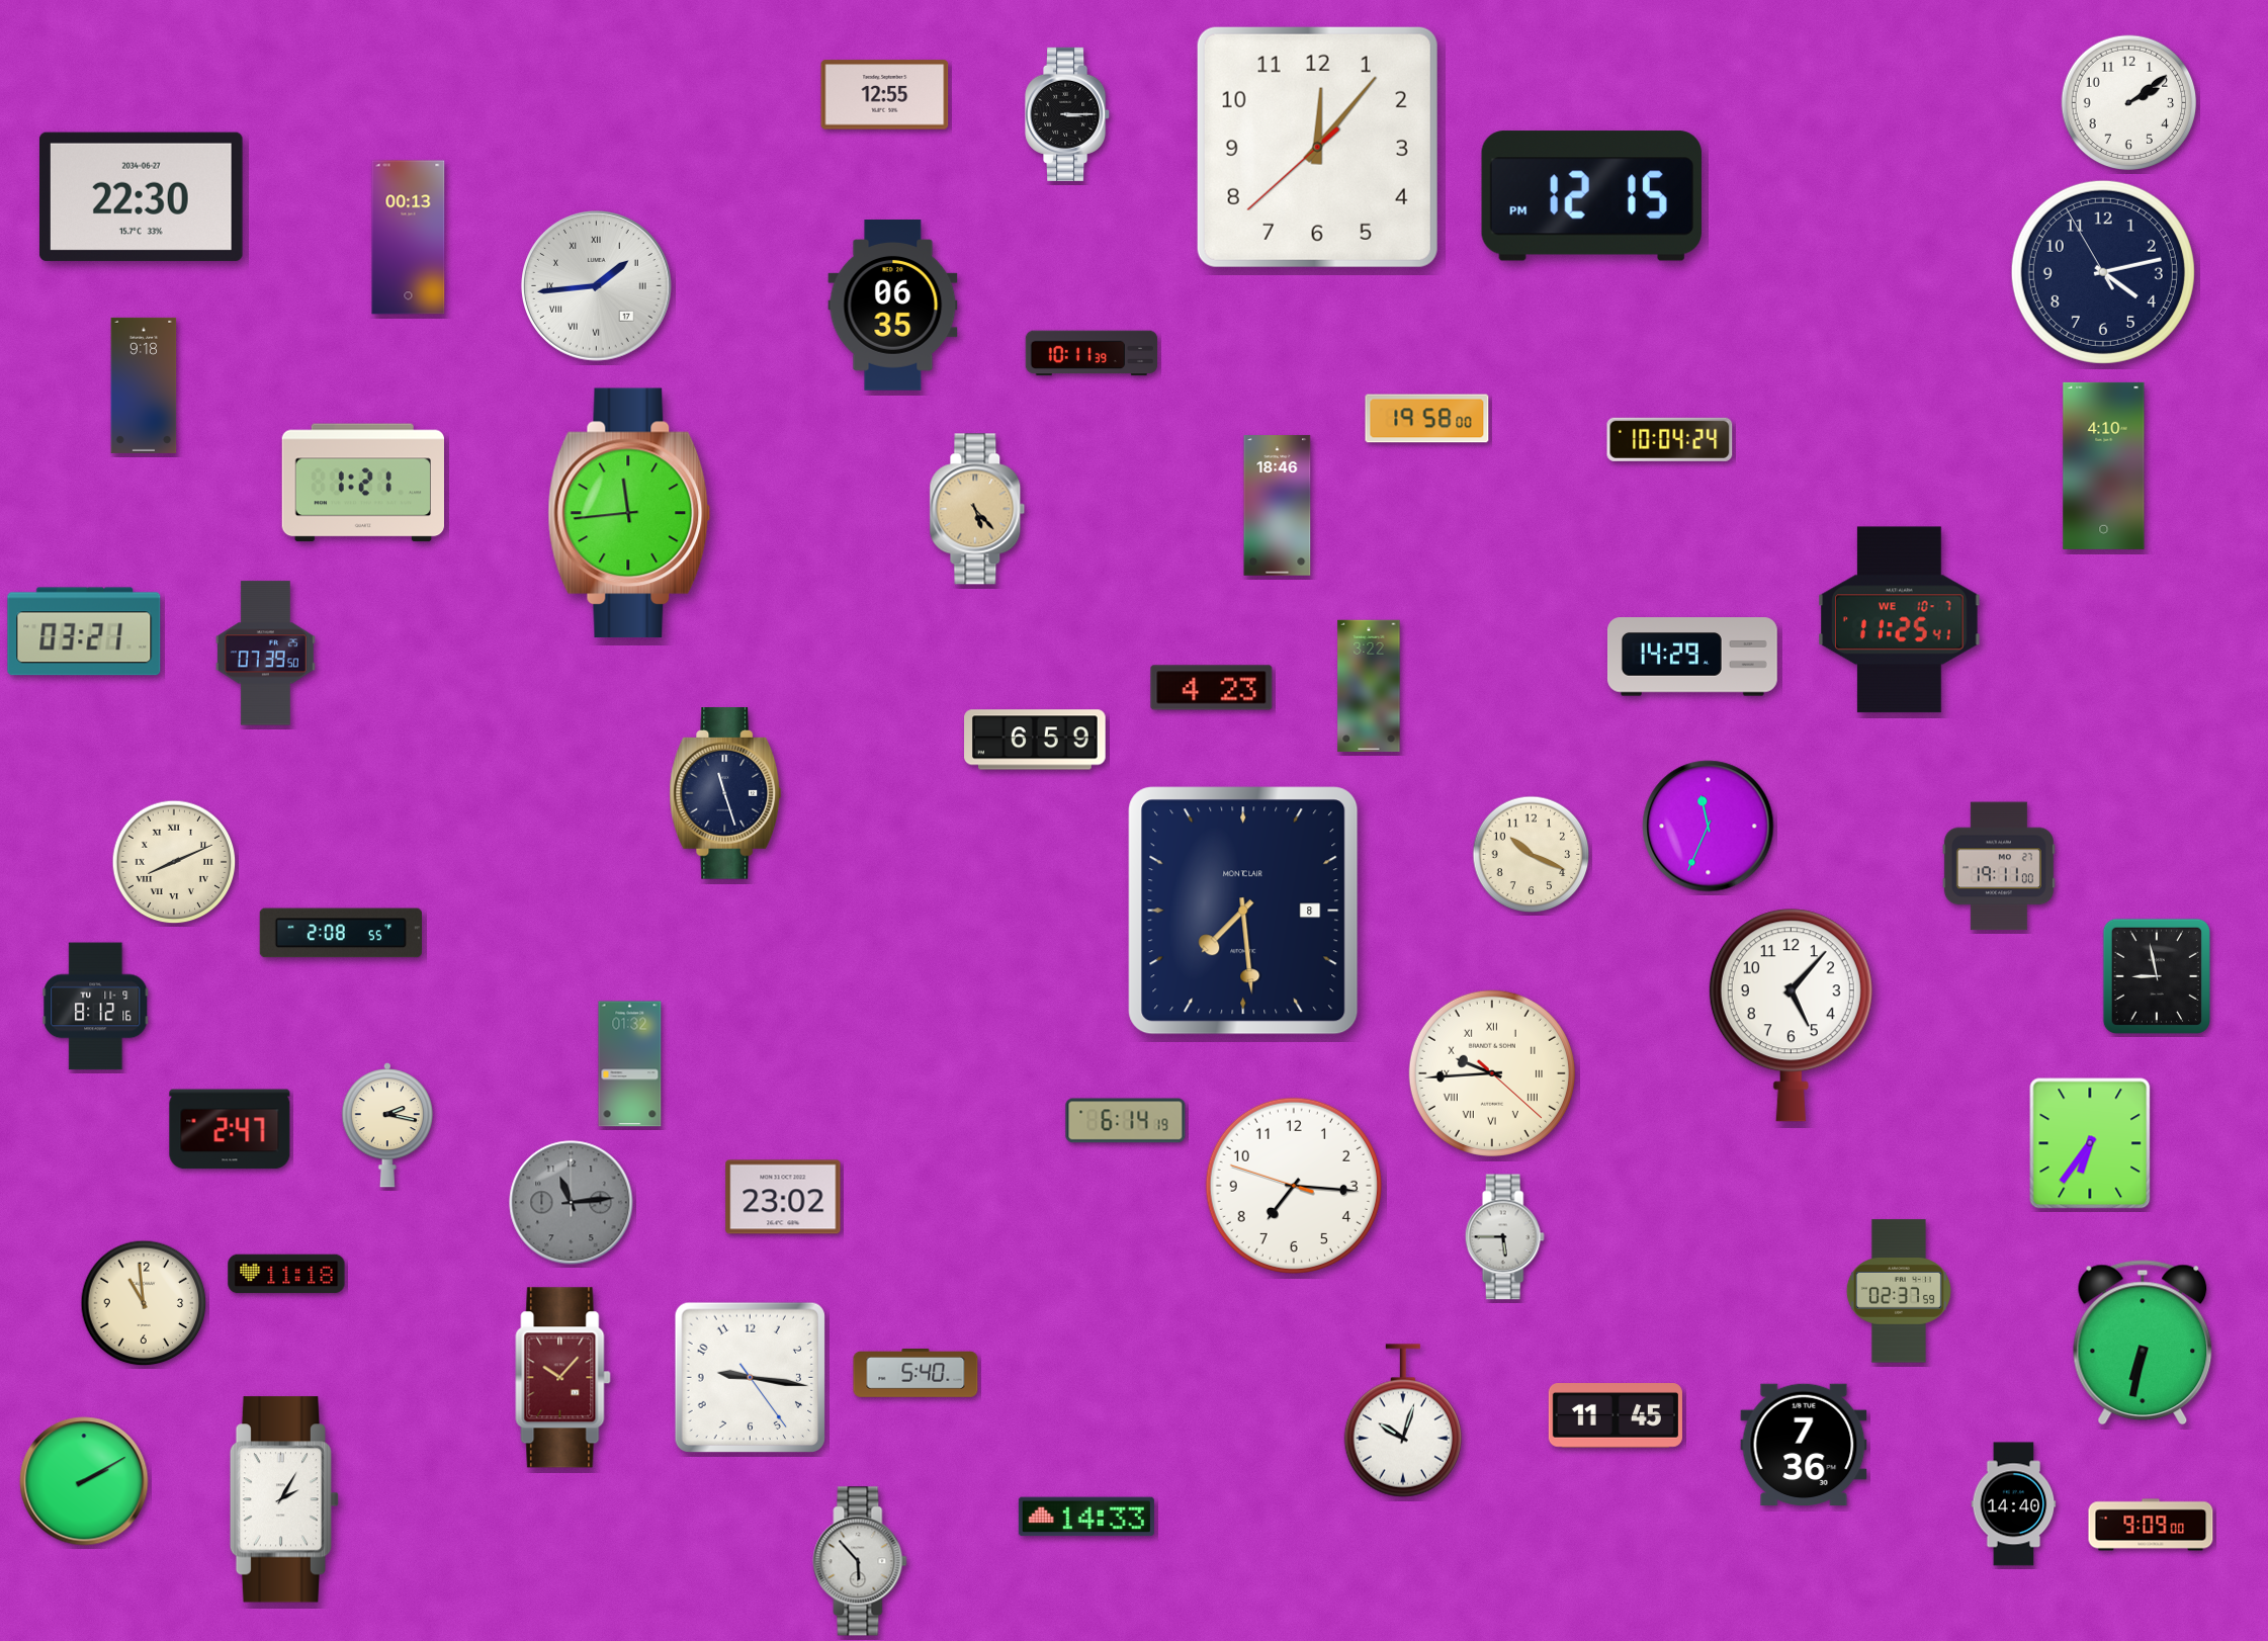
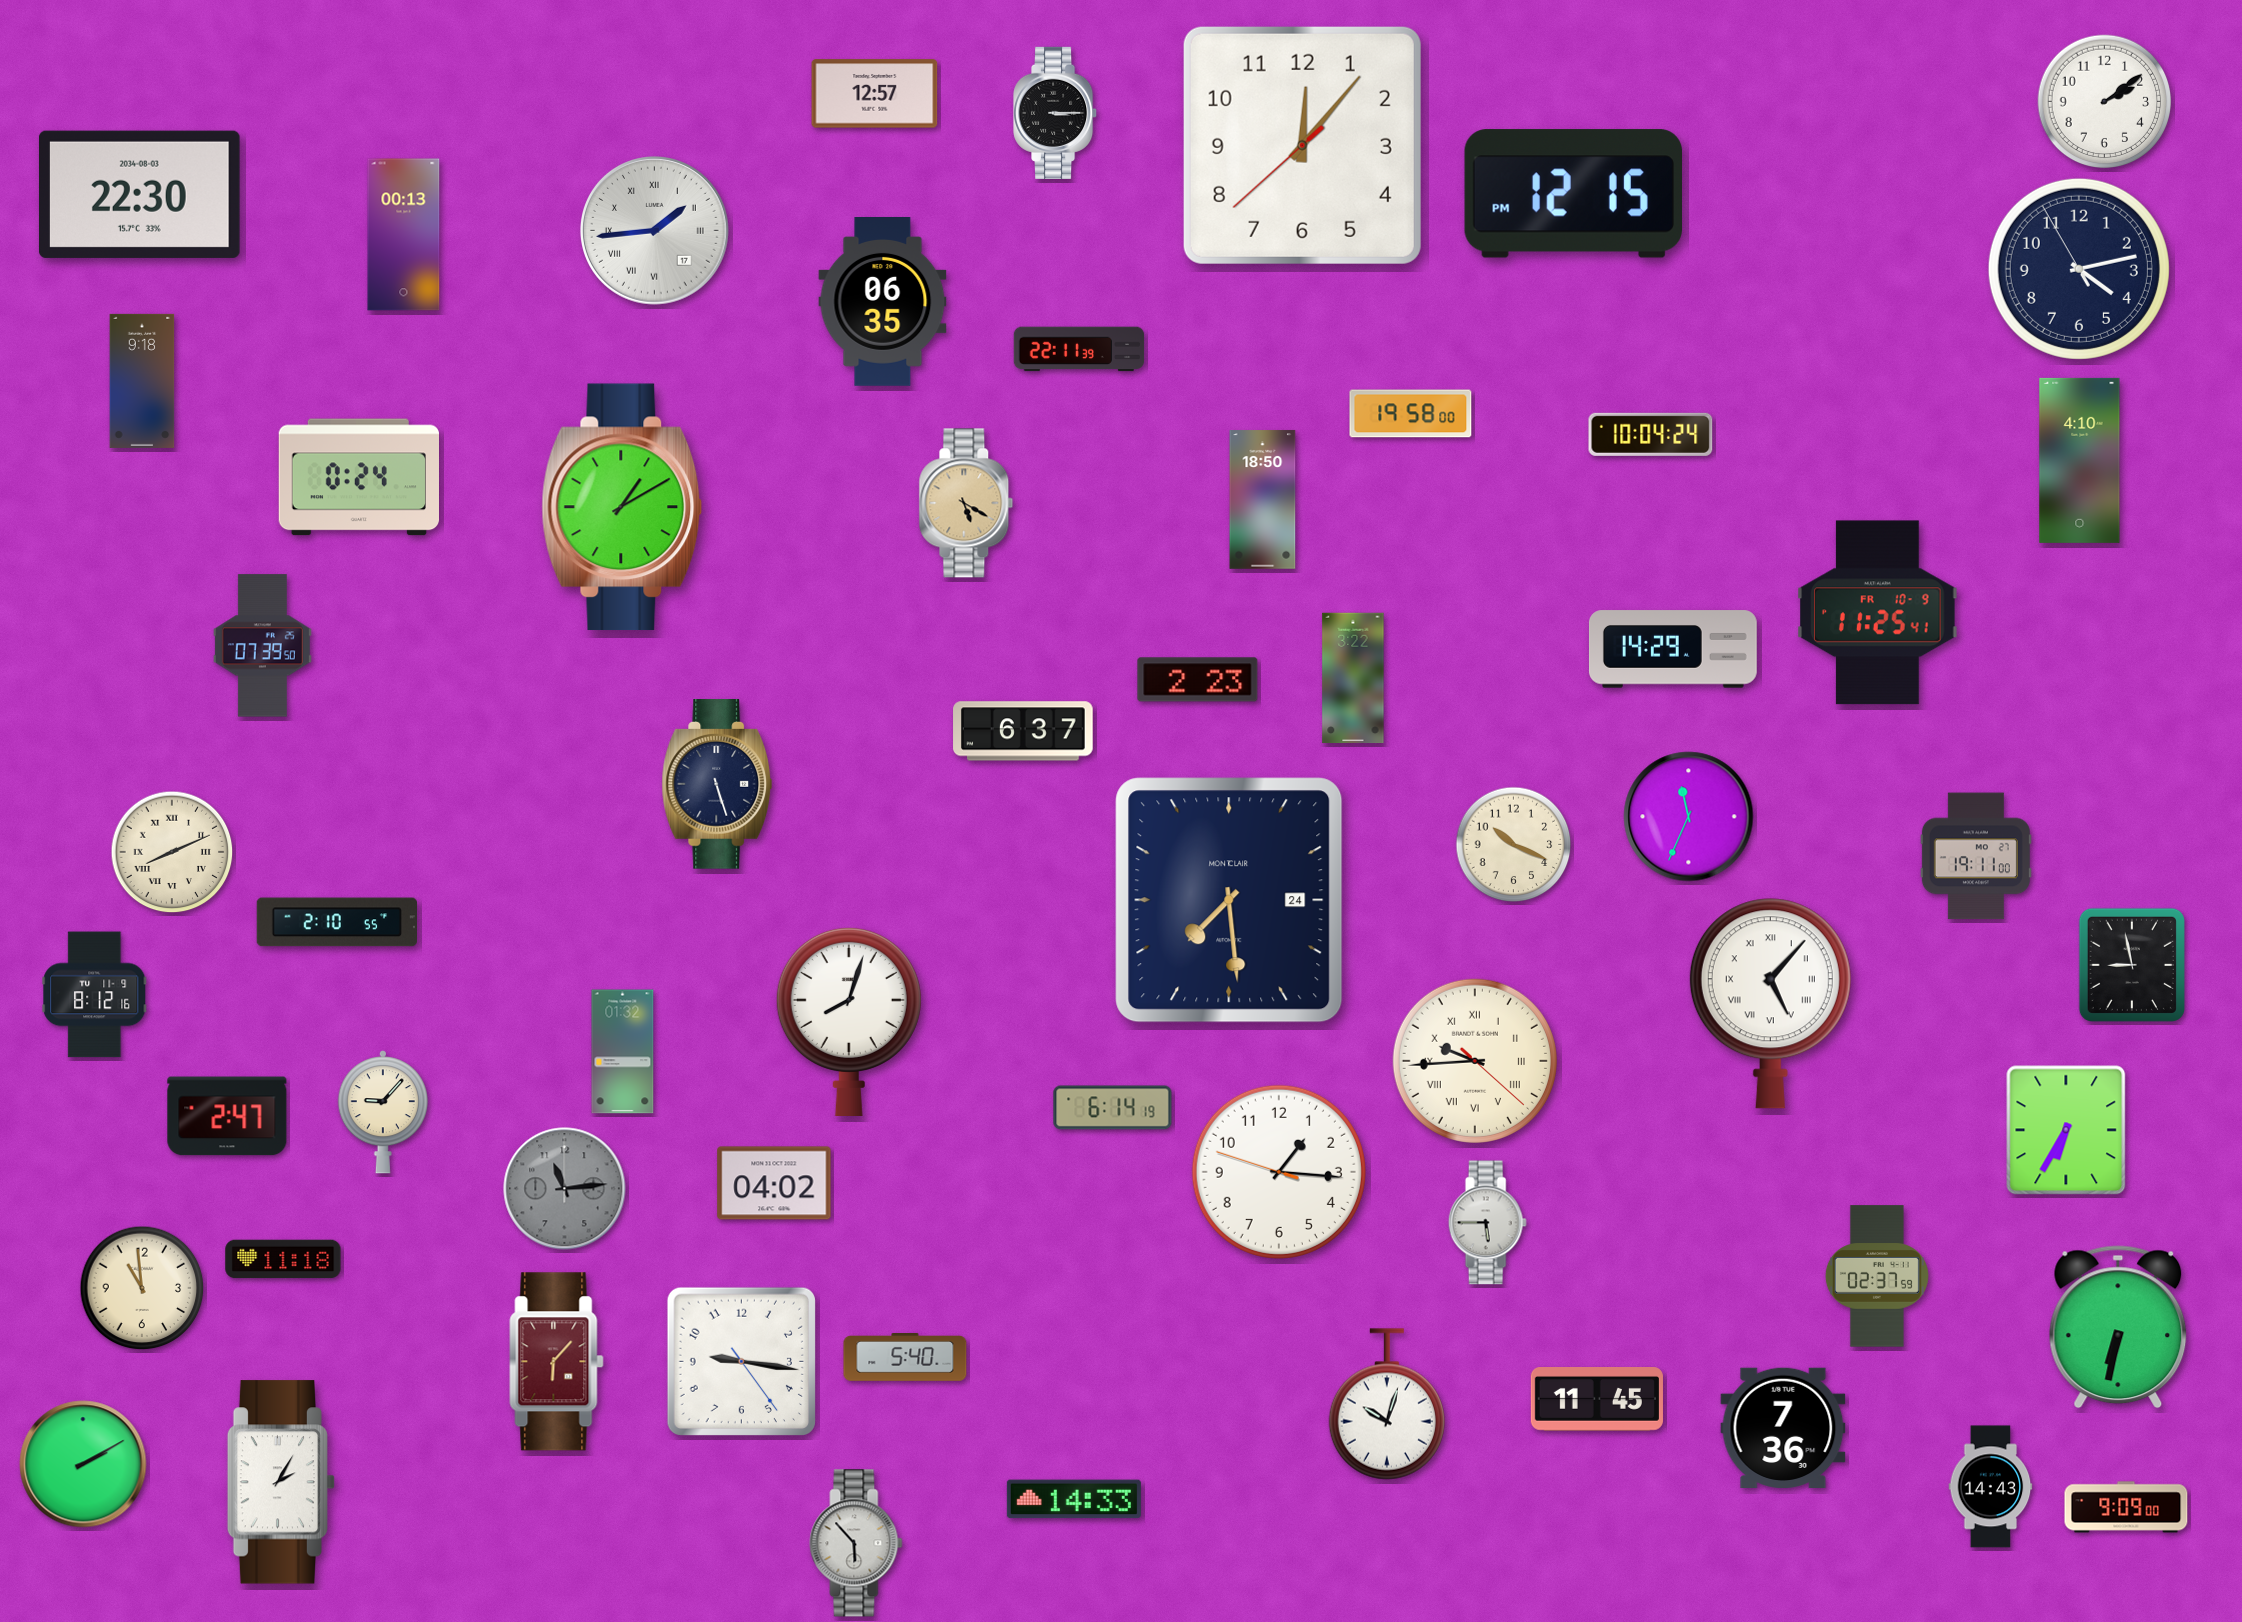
clock at (885, 95): 12:55 -> 12:57
clock at (141, 196) date: 2034-06-27 -> 2034-08-03
clock at (597, 286) position: (597, 286) -> (655, 231)
clock at (1092, 353): 10:11 -> 22:11
clock at (362, 483): 1:21 -> 0:24
clock at (1278, 506): 18:46 -> 18:50
clock at (977, 509): 5:23 -> 5:20
clock at (629, 513): 11:44 -> 1:10
clock at (1900, 620) date: WE 10-7 -> FR 10-9
clock at (84, 631): 03:21 -> none
clock at (1212, 688): 4:23 -> 2:23
clock at (1035, 740): 6:59 -> 6:37
clock at (725, 794): 11:27 -> 5:27
clock at (1243, 911) date: 8 -> 24
clock at (340, 933): 2:08 -> 2:10
clock at (1791, 1016) numerals: Arabic -> Roman
clock at (849, 1021): none -> 8:03
clock at (387, 1125): 2:17 -> 9:07
clock at (2090, 1143): 6:36 -> 6:35
clock at (1294, 1186): 7:15 -> 1:15
clock at (783, 1197): 23:02 -> 04:02
clock at (563, 1378): 10:07 -> 6:07
clock at (2014, 1504): 14:40 -> 14:43
clock at (860, 1561) position: (860, 1561) -> (856, 1543)
